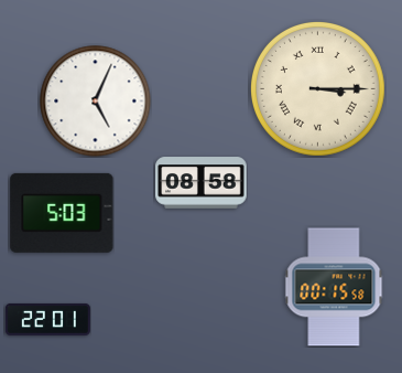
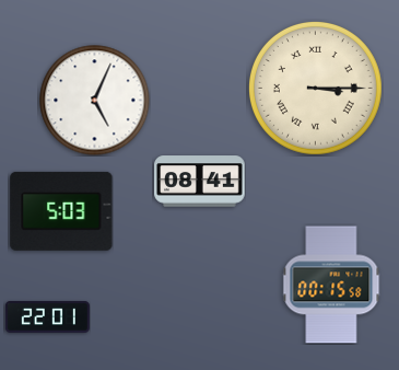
clock at (202, 183): 08:58 -> 08:41
